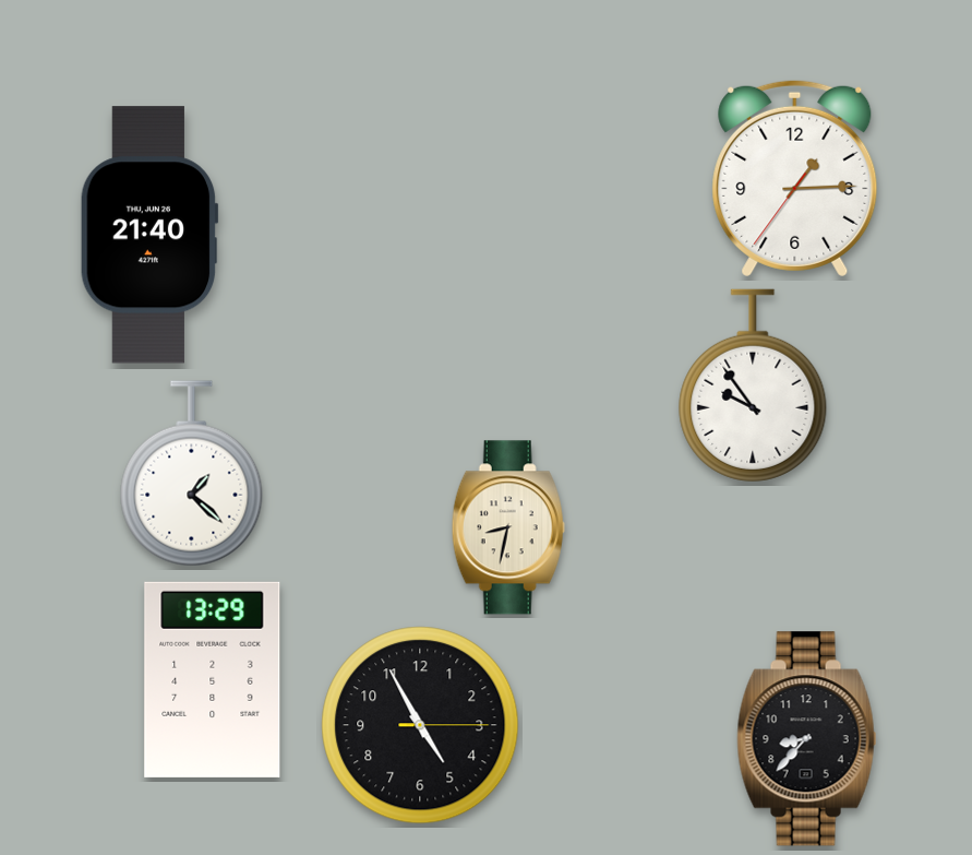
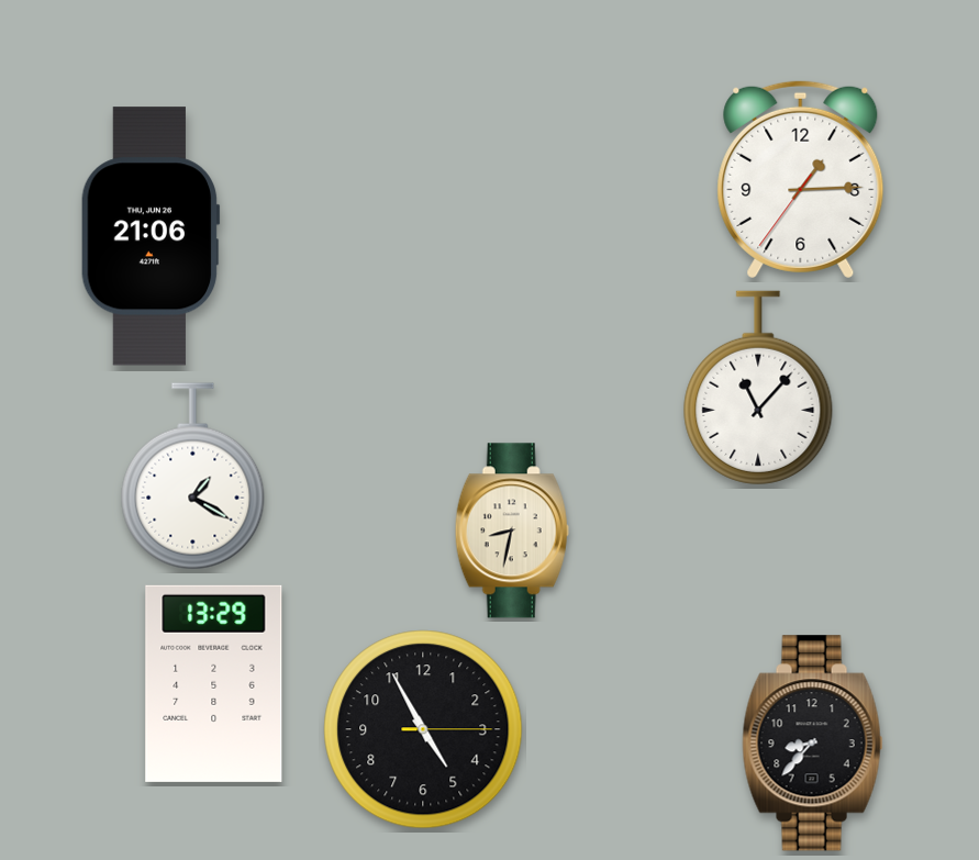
clock at (149, 235): 21:40 -> 21:06
clock at (753, 385): 9:54 -> 11:07
clock at (192, 474): 1:22 -> 1:20
